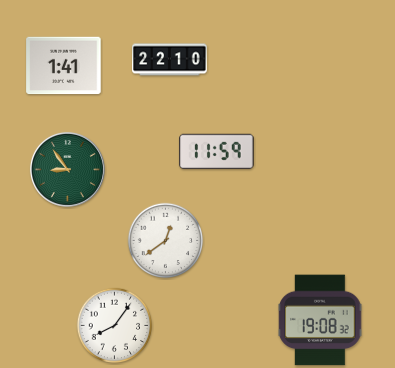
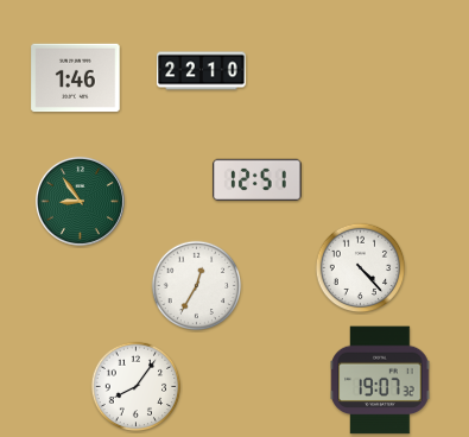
clock at (64, 66): 1:41 -> 1:46
clock at (217, 151): 11:59 -> 12:51
clock at (361, 268): none -> 4:23
clock at (166, 241): 12:39 -> 12:35
clock at (320, 320): 19:08 -> 19:07
